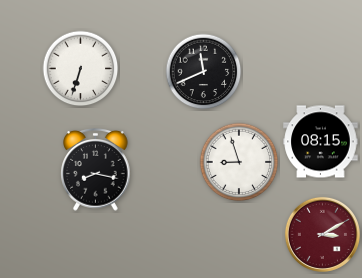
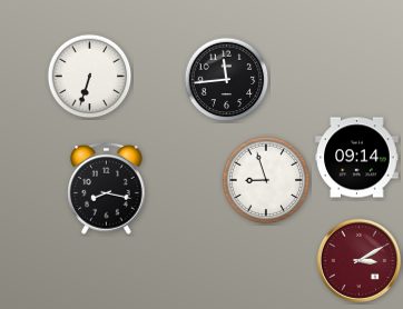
clock at (204, 72): 11:41 -> 11:44
clock at (321, 142): 08:15 -> 09:14
